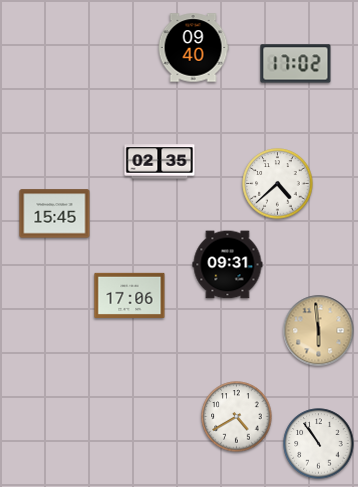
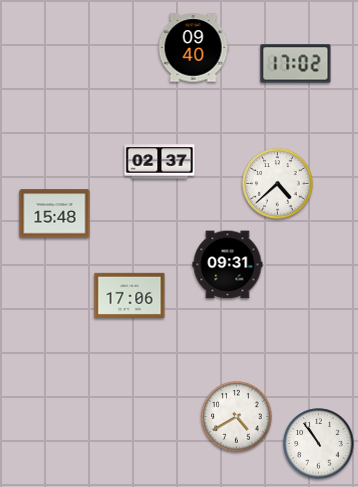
clock at (160, 162): 02:35 -> 02:37
clock at (55, 214): 15:45 -> 15:48
clock at (319, 331): 5:59 -> none
